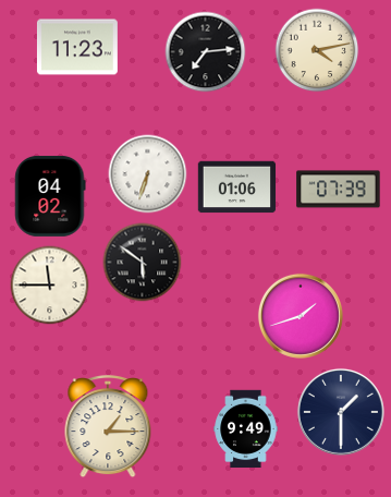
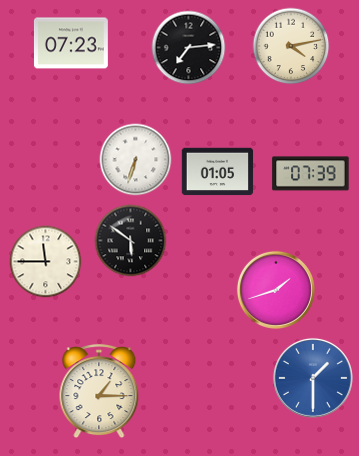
clock at (77, 47): 11:23 -> 07:23
clock at (237, 187): 01:06 -> 01:05
clock at (50, 196): 04:02 -> none
clock at (341, 412) dial: navy -> blue
clock at (246, 429): 9:49 -> none
